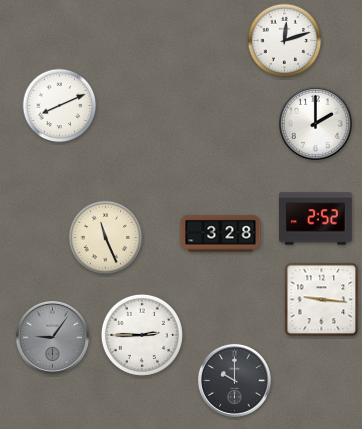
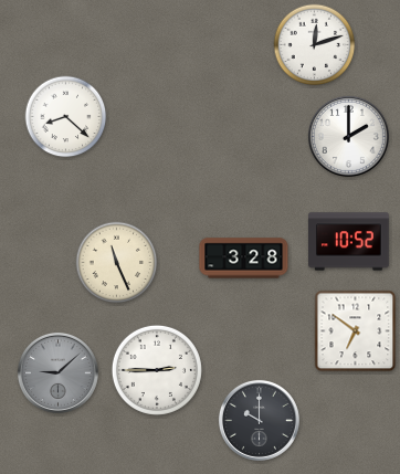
clock at (60, 106): 8:11 -> 8:22
clock at (316, 219): 2:52 -> 10:52
clock at (322, 300): 9:16 -> 6:51
clock at (52, 337): 9:06 -> 9:08
